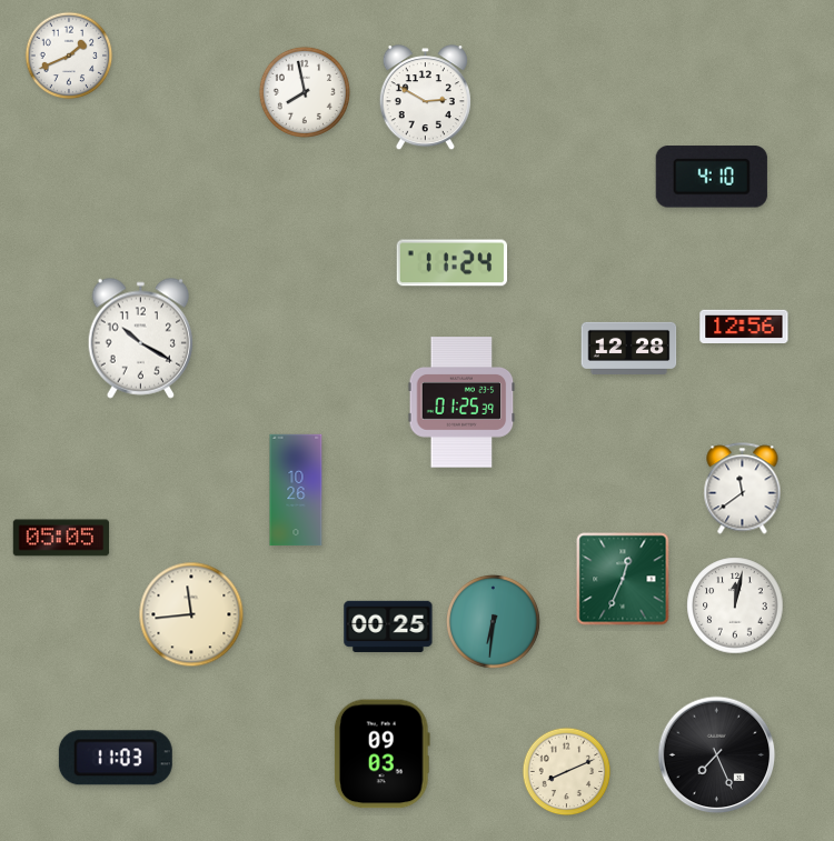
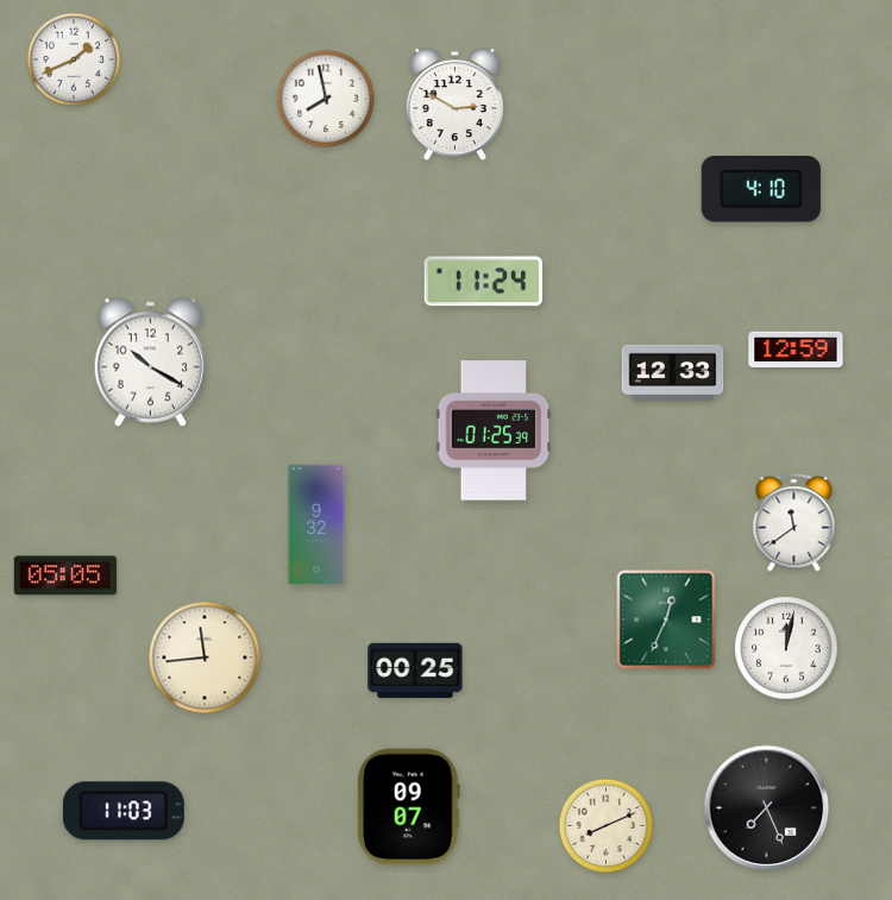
clock at (744, 326): 12:56 -> 12:59
clock at (629, 348): 12:28 -> 12:33
clock at (296, 490): 10:26 -> 9:32
clock at (494, 622): 6:31 -> none
clock at (381, 754): 09:03 -> 09:07
